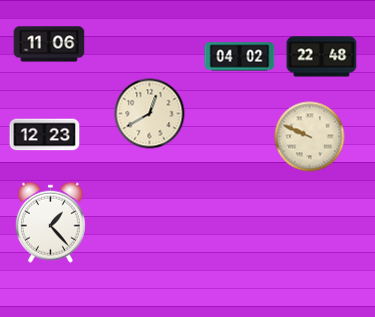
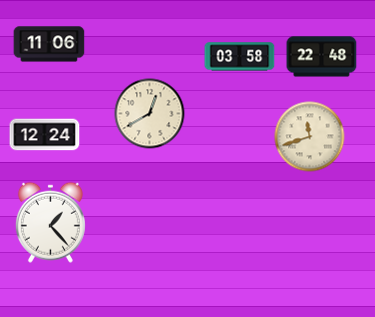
clock at (240, 57): 04:02 -> 03:58
clock at (45, 135): 12:23 -> 12:24
clock at (310, 137): 9:49 -> 11:42
